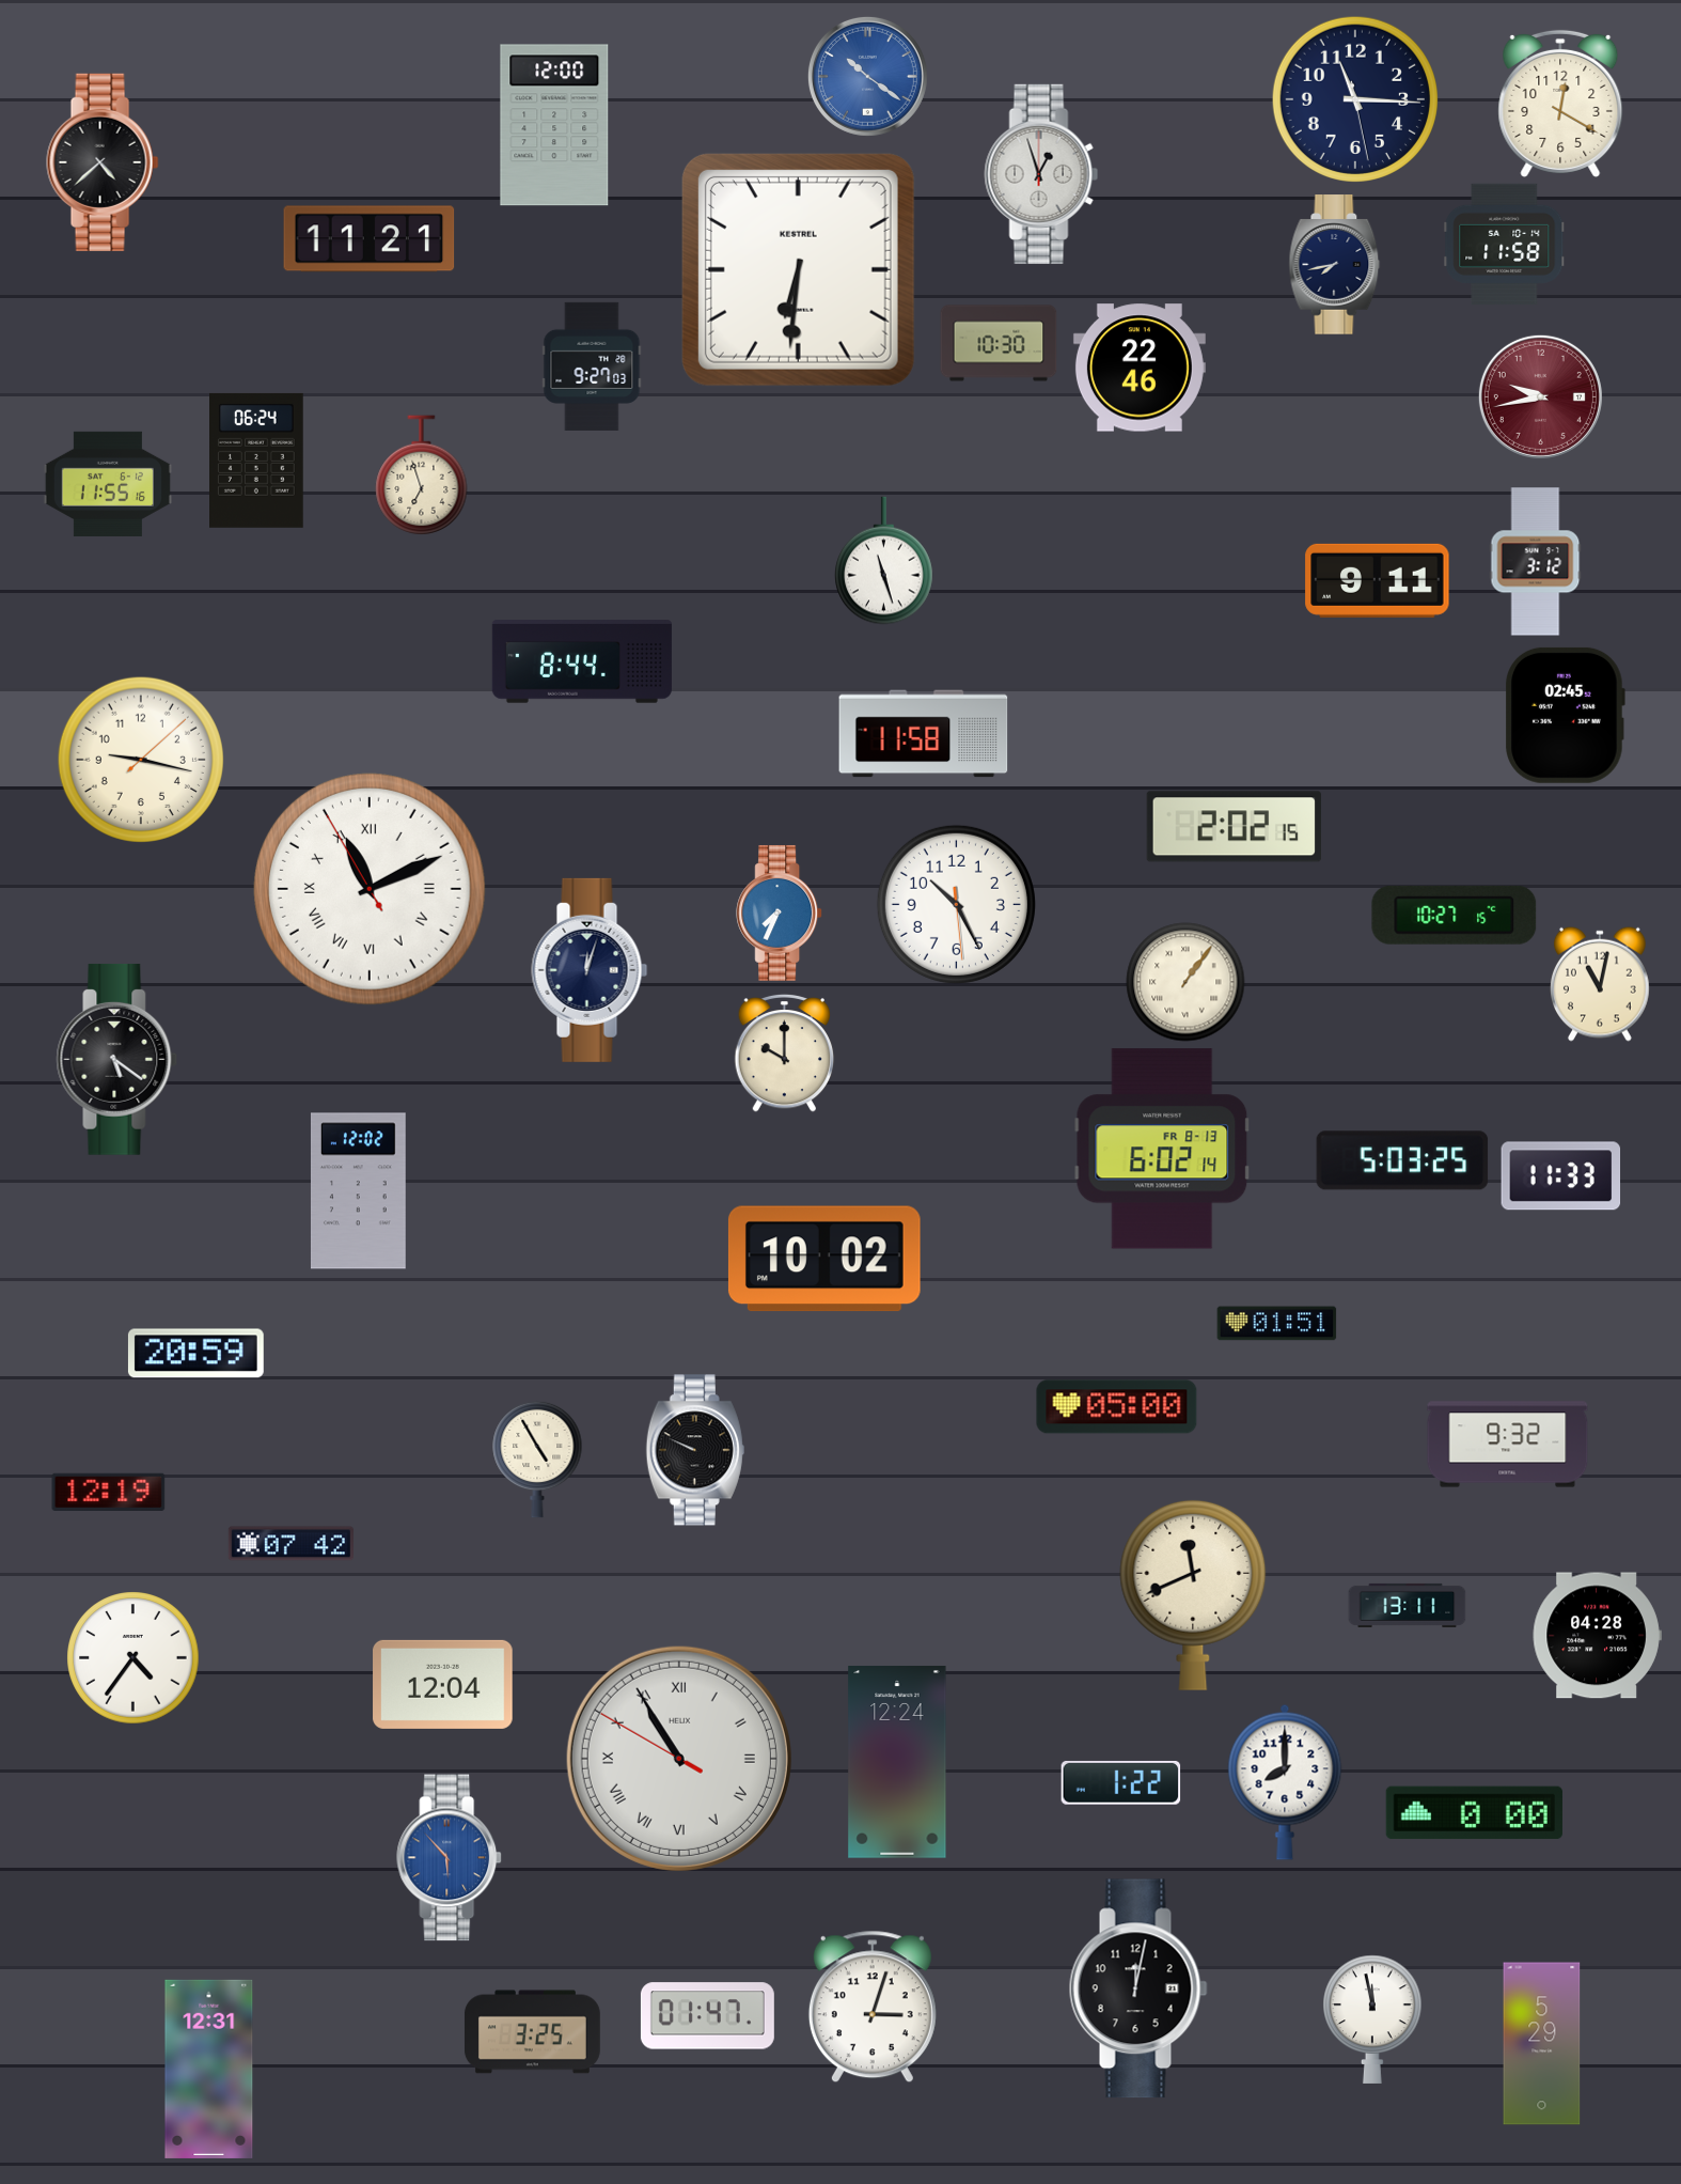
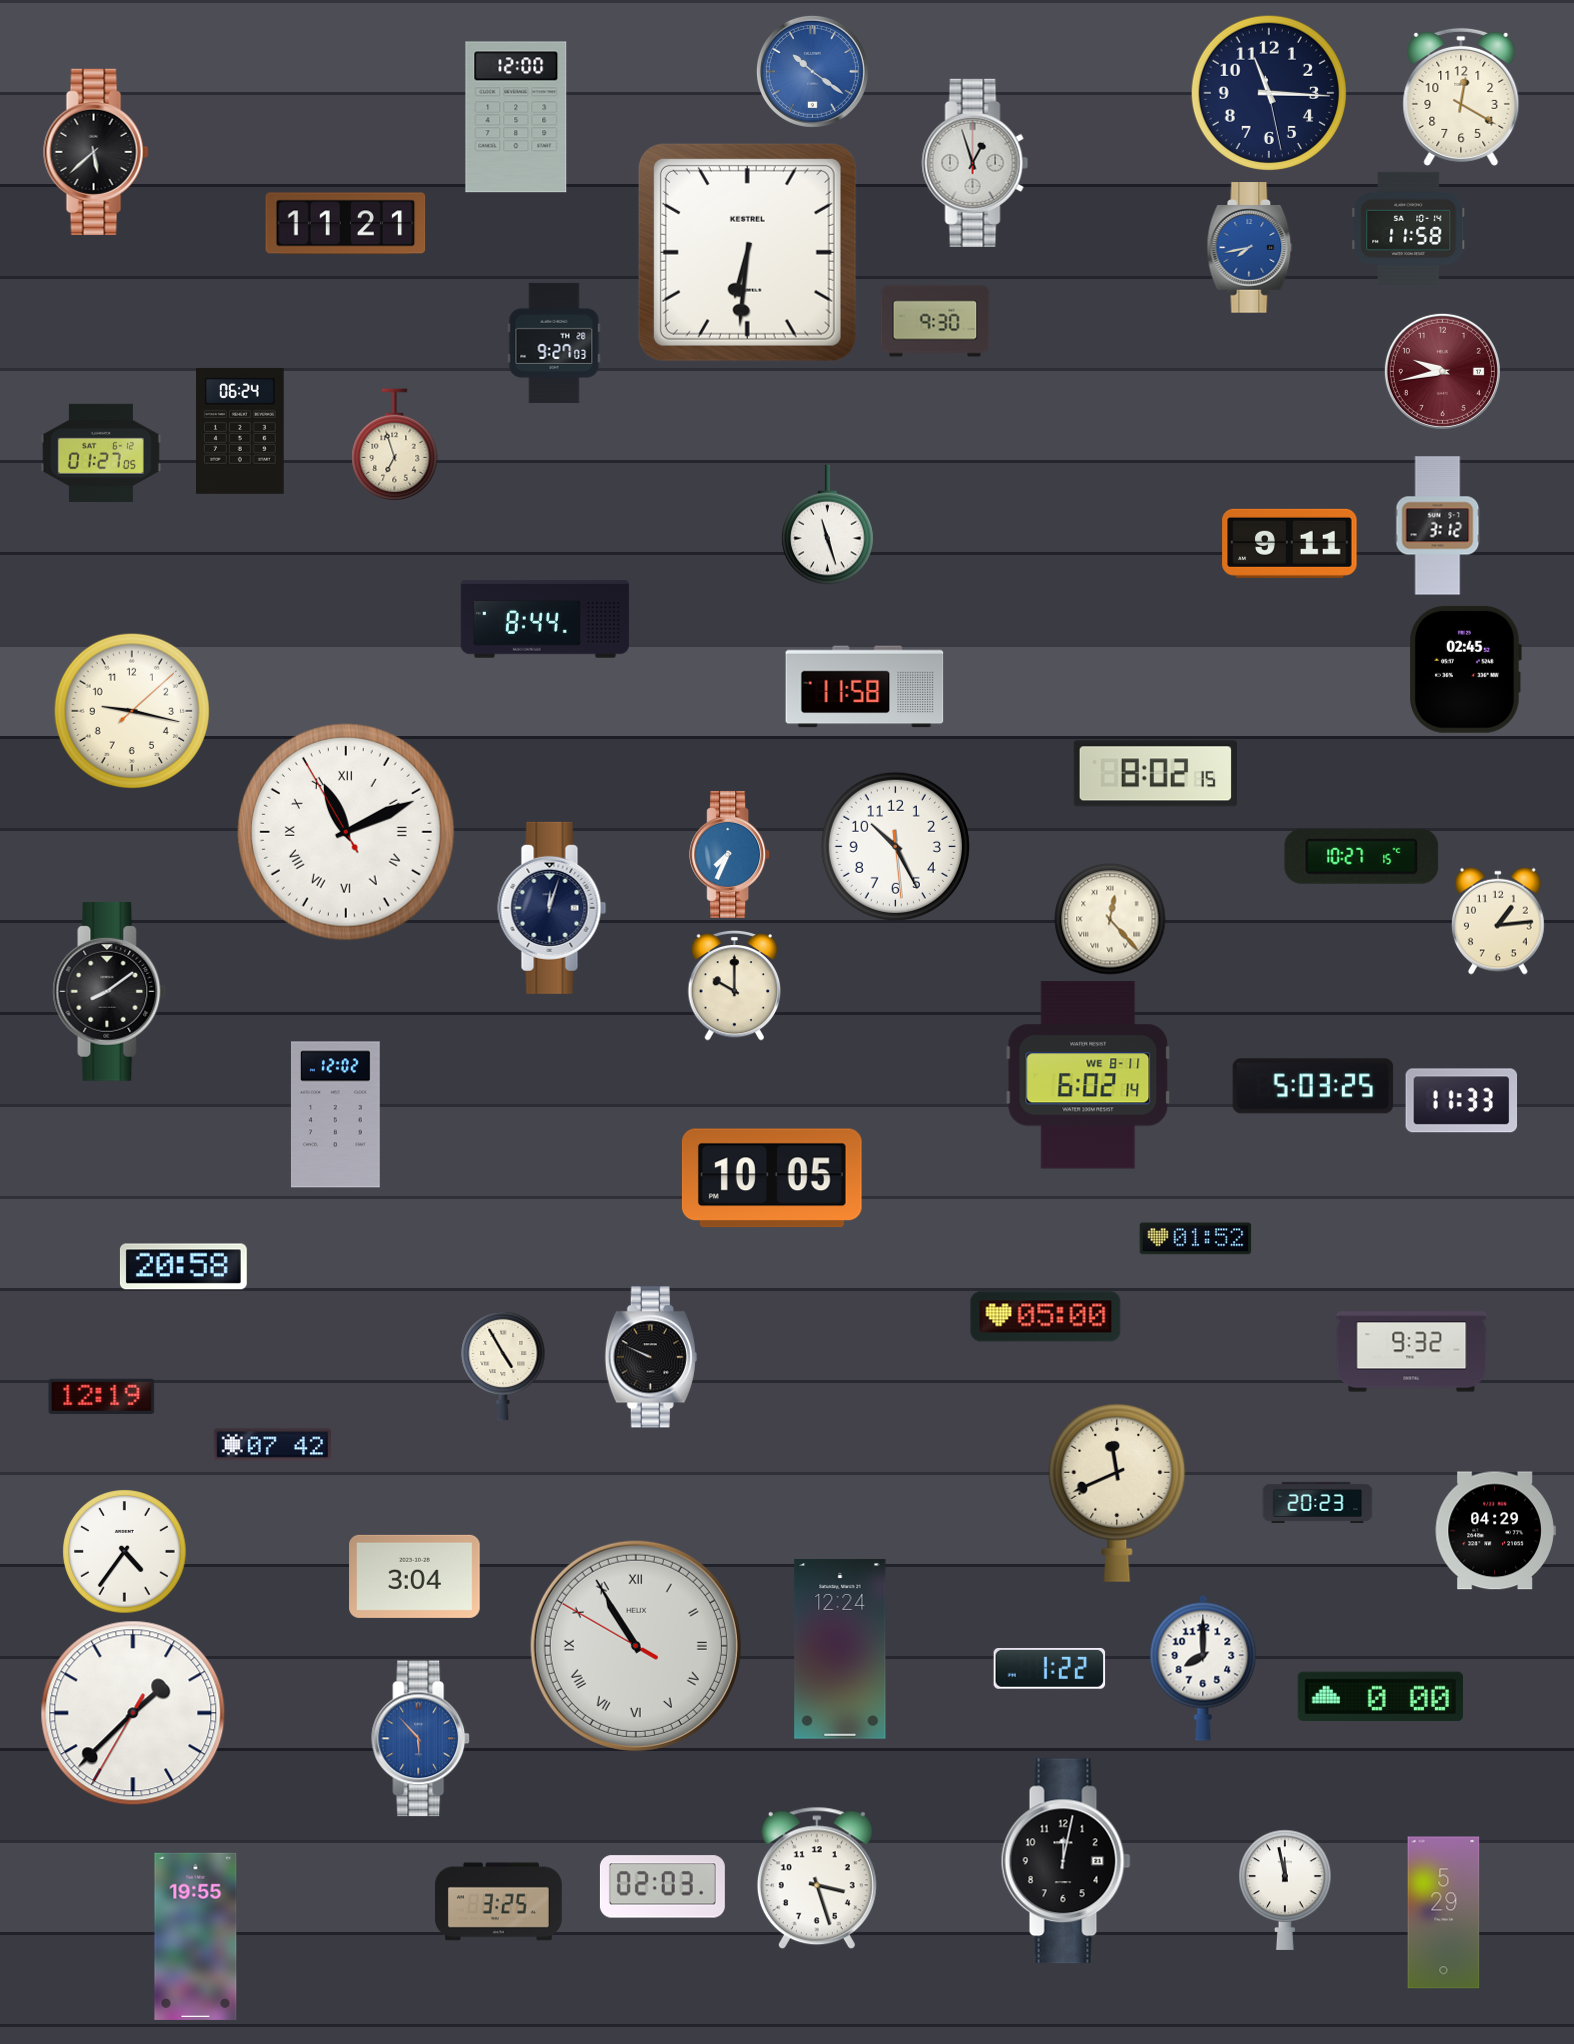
clock at (554, 125) position: (554, 125) -> (516, 117)
clock at (103, 162): 4:38 -> 5:38
clock at (1335, 265) dial: navy -> blue
clock at (999, 343): 10:30 -> 9:30
clock at (1140, 368): 22:46 -> none
clock at (108, 484): 11:55 -> 01:27
clock at (1234, 827): 2:02 -> 8:02
clock at (1185, 982): 1:06 -> 12:23
clock at (1601, 984): 11:02 -> 1:14
clock at (117, 1059): 5:21 -> 8:09
clock at (1162, 1149) date: FR 8-13 -> WE 8-11
clock at (824, 1259): 10:02 -> 10:05
clock at (1277, 1324): 01:51 -> 01:52
clock at (195, 1354): 20:59 -> 20:58
clock at (1408, 1605): 13:11 -> 20:23
clock at (1597, 1636): 04:28 -> 04:29
clock at (443, 1684): 12:04 -> 3:04
clock at (133, 1713): none -> 1:37
clock at (873, 2007): 3:03 -> 3:27
clock at (707, 2016): 01:47 -> 02:03
clock at (209, 2069): 12:31 -> 19:55
